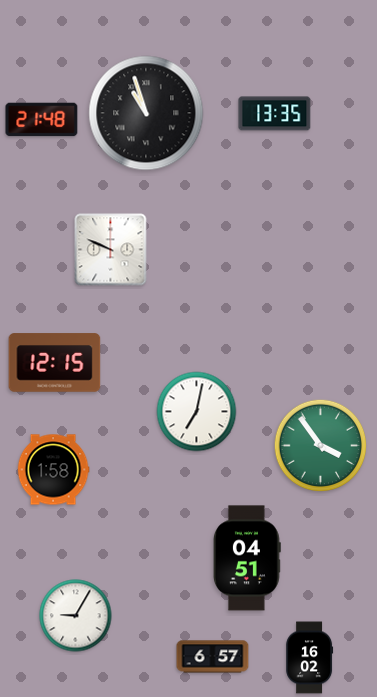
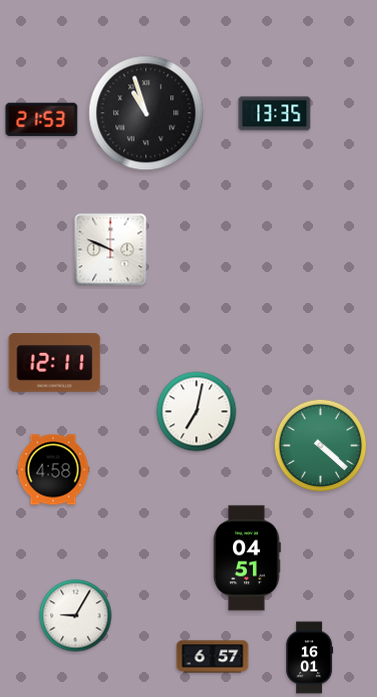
clock at (42, 120): 21:48 -> 21:53
clock at (55, 363): 12:15 -> 12:11
clock at (321, 446): 3:54 -> 4:22
clock at (53, 470): 1:58 -> 4:58
clock at (310, 658): 16:02 -> 16:01
